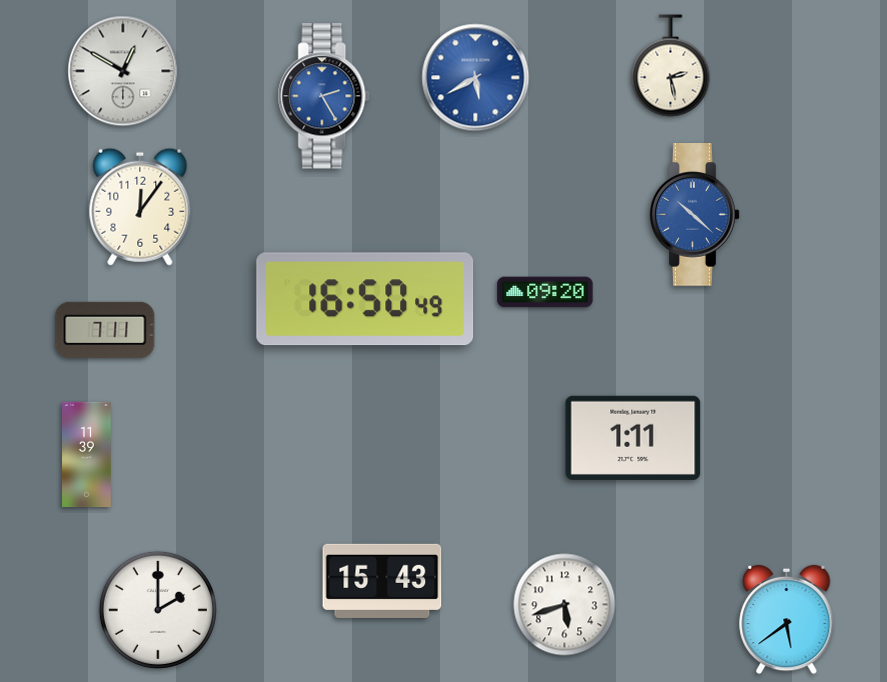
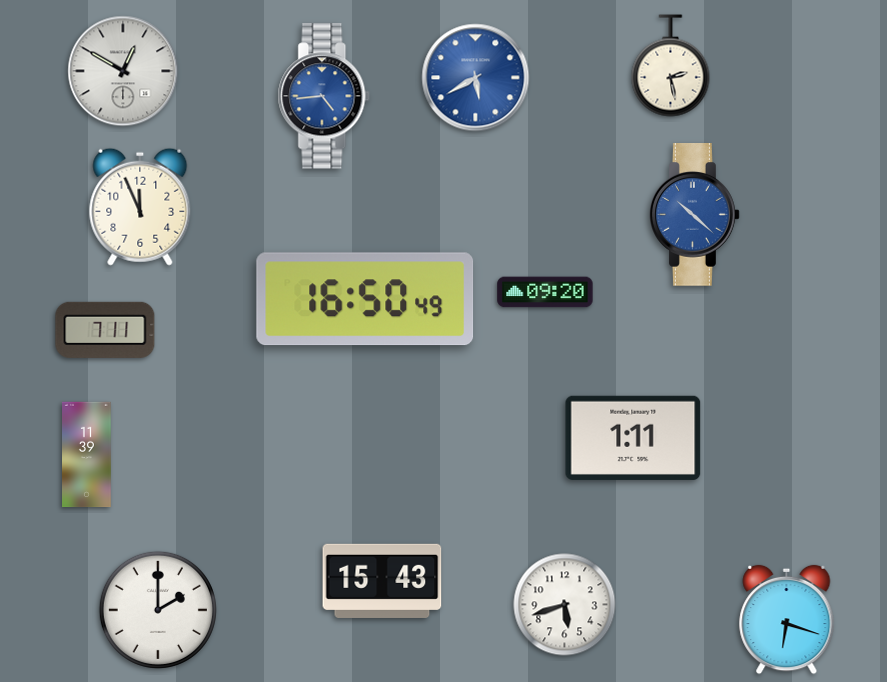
clock at (324, 96): 2:25 -> 4:44
clock at (140, 207): 12:06 -> 11:56
clock at (787, 620): 5:39 -> 6:18
